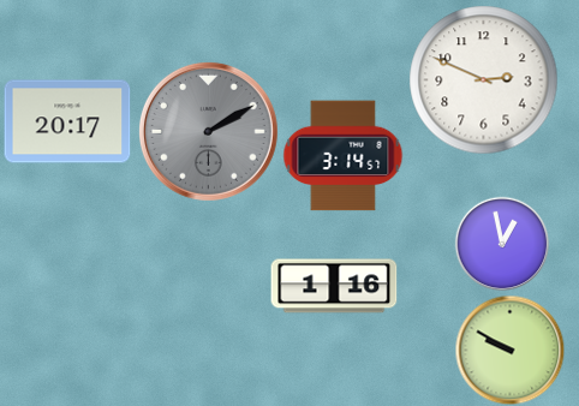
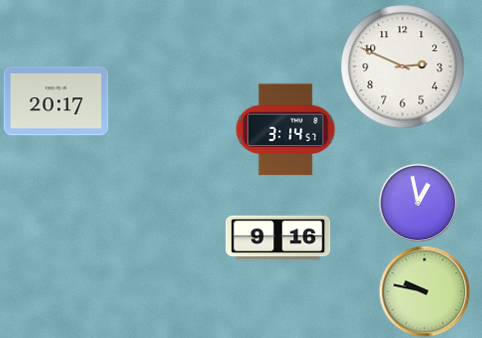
clock at (208, 131): 2:10 -> none
clock at (334, 286): 1:16 -> 9:16
clock at (509, 350): 9:50 -> 9:47
